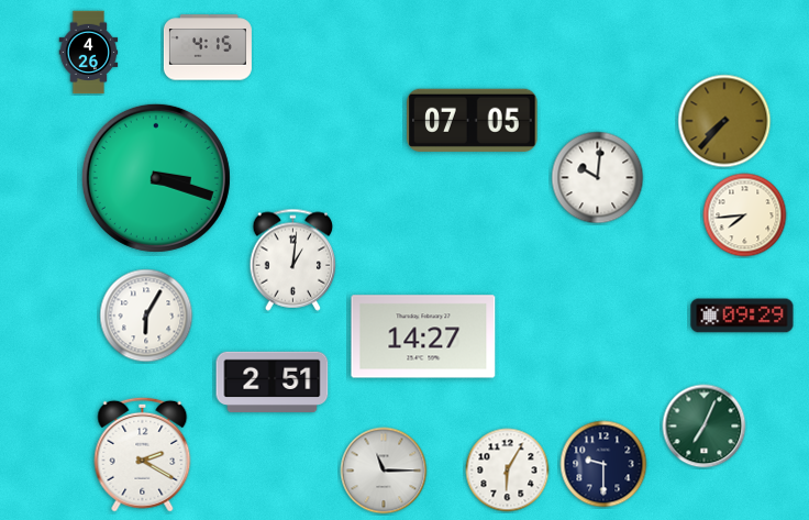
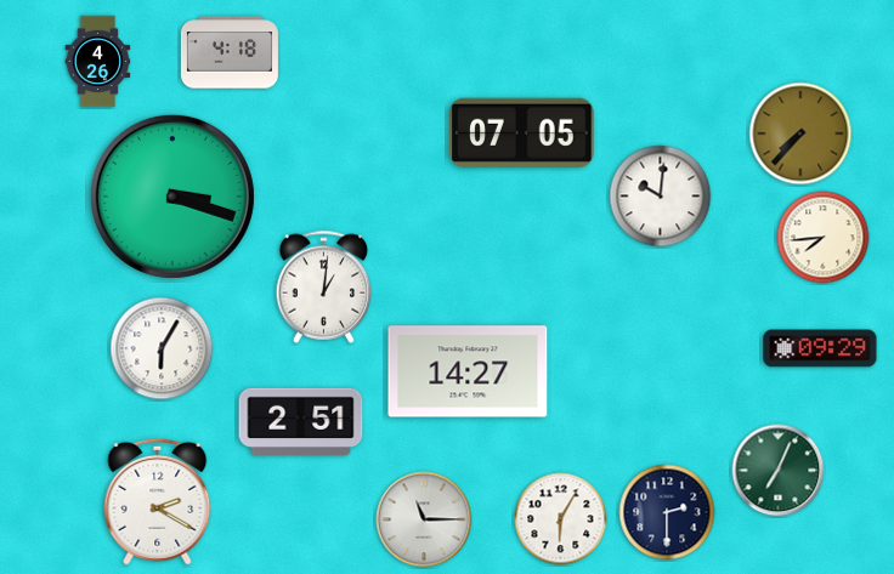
clock at (208, 47): 4:15 -> 4:18
clock at (89, 53) position: (89, 53) -> (98, 62)
clock at (603, 464): 9:30 -> 2:30
